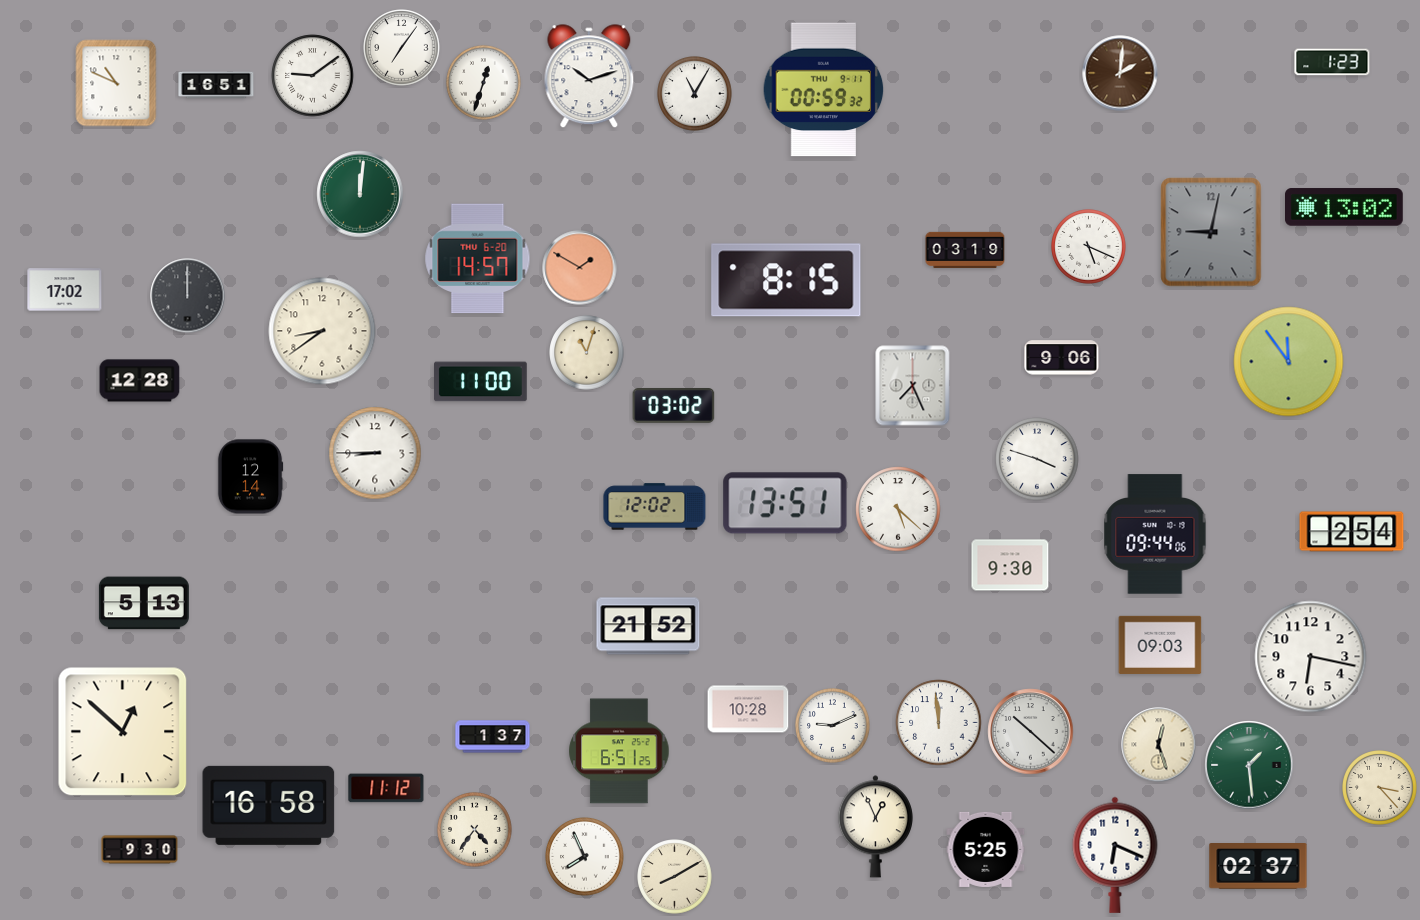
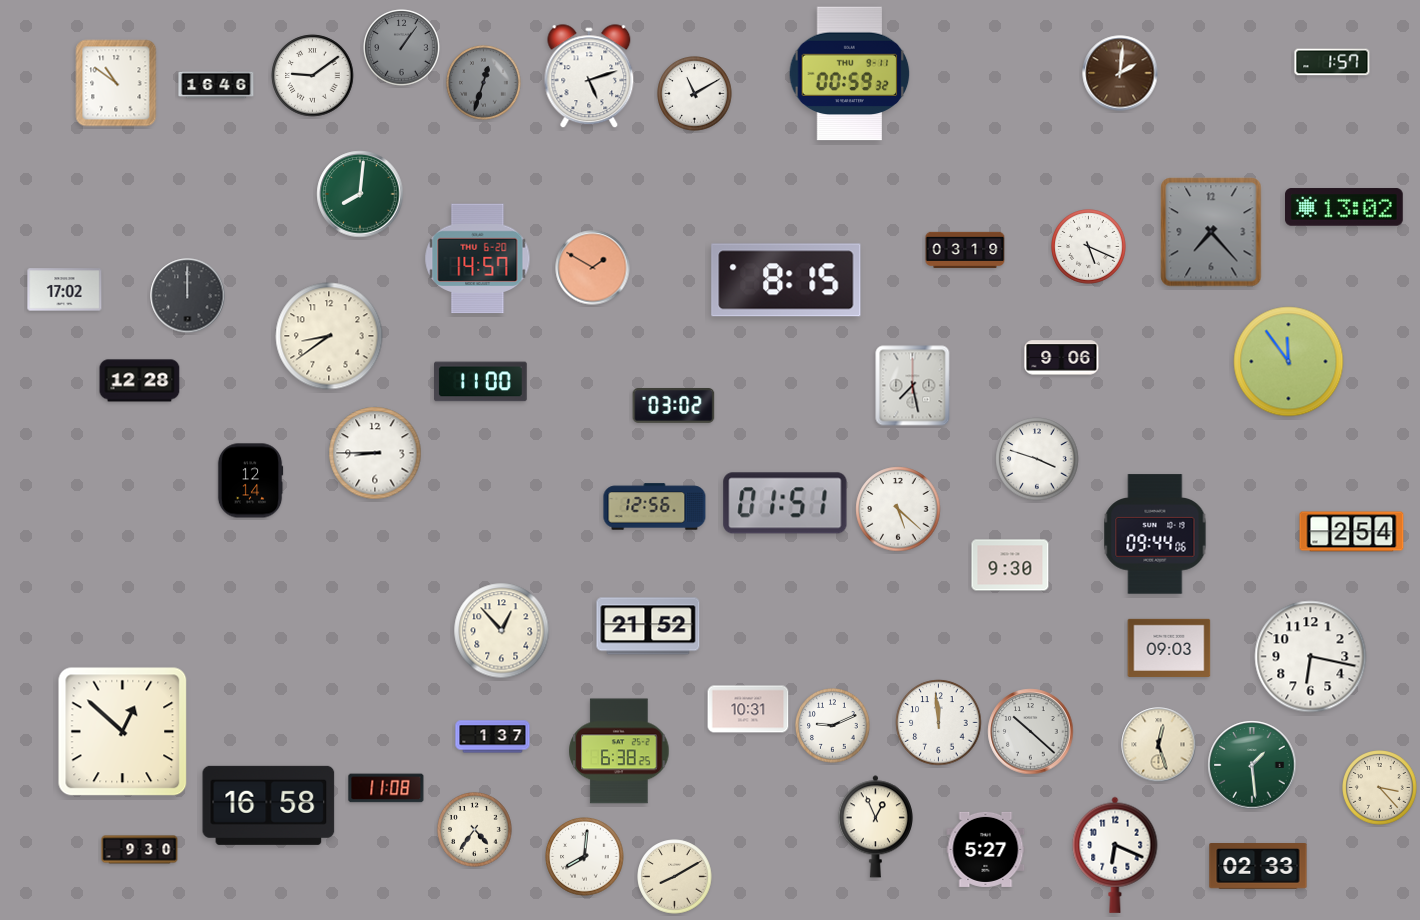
clock at (402, 48): 7:06 -> 1:06
clock at (402, 48) dial: white -> grey
clock at (1332, 62): 1:23 -> 1:57
clock at (589, 77): 10:12 -> 5:12
clock at (116, 83): 10:49 -> 10:51
clock at (484, 83) dial: white -> grey
clock at (216, 85): 16:51 -> 16:46
clock at (824, 90) position: (824, 90) -> (850, 74)
clock at (695, 94): 11:05 -> 11:10
clock at (360, 194): 12:01 -> 8:01
clock at (1211, 232): 9:02 -> 7:23
clock at (580, 268) position: (580, 268) -> (593, 268)
clock at (322, 331) position: (322, 331) -> (329, 336)
clock at (587, 353): 11:03 -> none
clock at (913, 386): 7:26 -> 7:28
clock at (250, 477) position: (250, 477) -> (250, 481)
clock at (785, 503): 13:51 -> 01:51
clock at (655, 507): 12:02 -> 12:56
clock at (144, 603): 5:13 -> none
clock at (502, 631): none -> 12:53
clock at (1160, 645) position: (1160, 645) -> (1169, 648)
clock at (748, 709): 10:28 -> 10:31
clock at (619, 751): 6:51 -> 6:38
clock at (1249, 765) position: (1249, 765) -> (1252, 765)
clock at (386, 788): 11:12 -> 11:08
clock at (986, 849): 5:25 -> 5:27
clock at (585, 857): 7:56 -> 8:01
clock at (1258, 867): 02:37 -> 02:33
